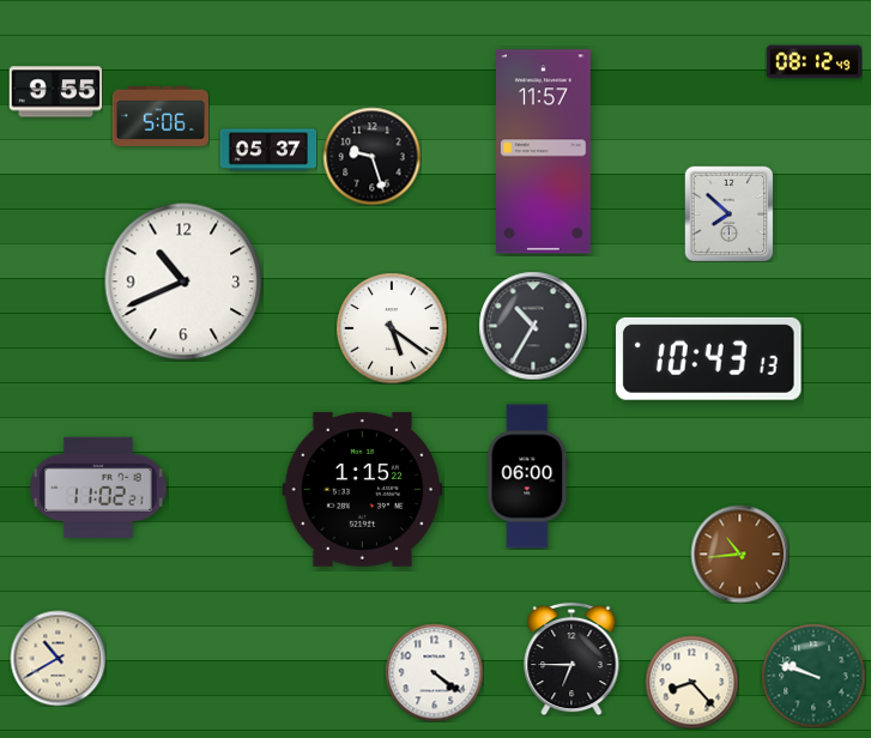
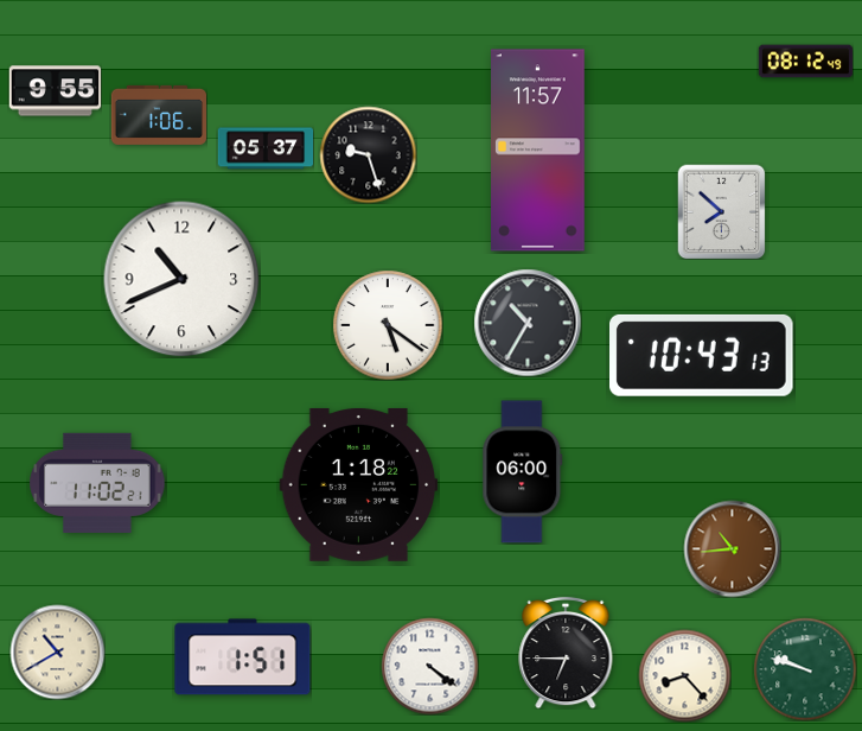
clock at (159, 116): 5:06 -> 1:06
clock at (363, 489): 1:15 -> 1:18
clock at (243, 657): none -> 1:51
